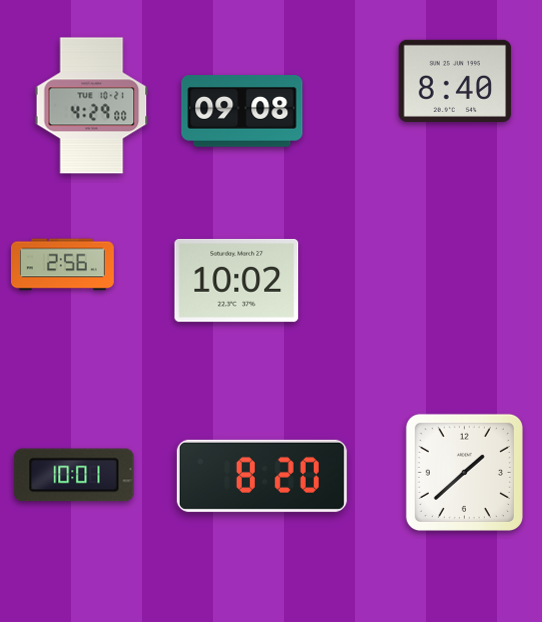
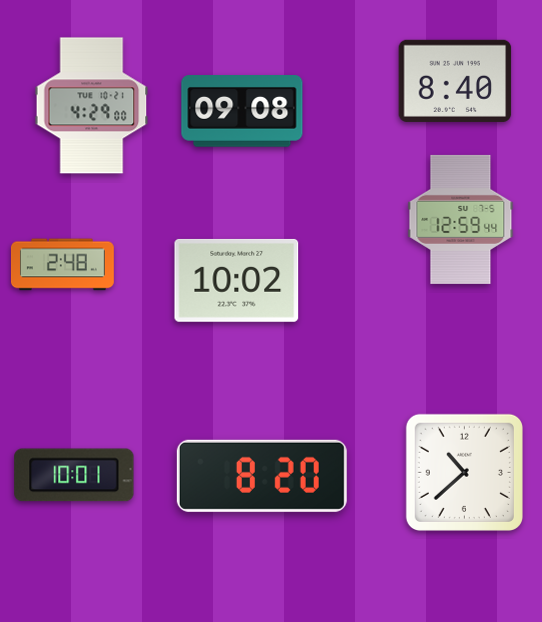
clock at (461, 219): none -> 12:59
clock at (62, 265): 2:56 -> 2:48
clock at (464, 472): 1:38 -> 10:38
